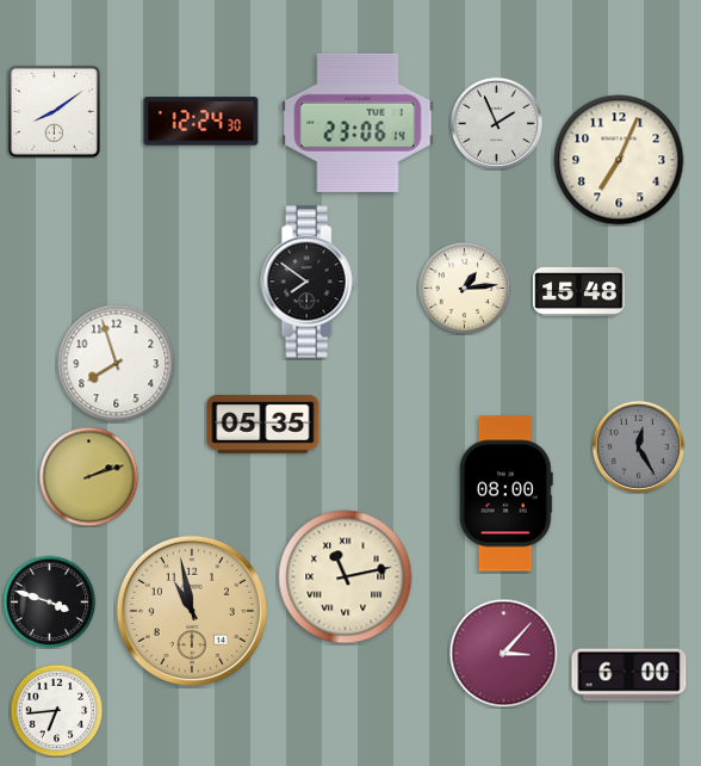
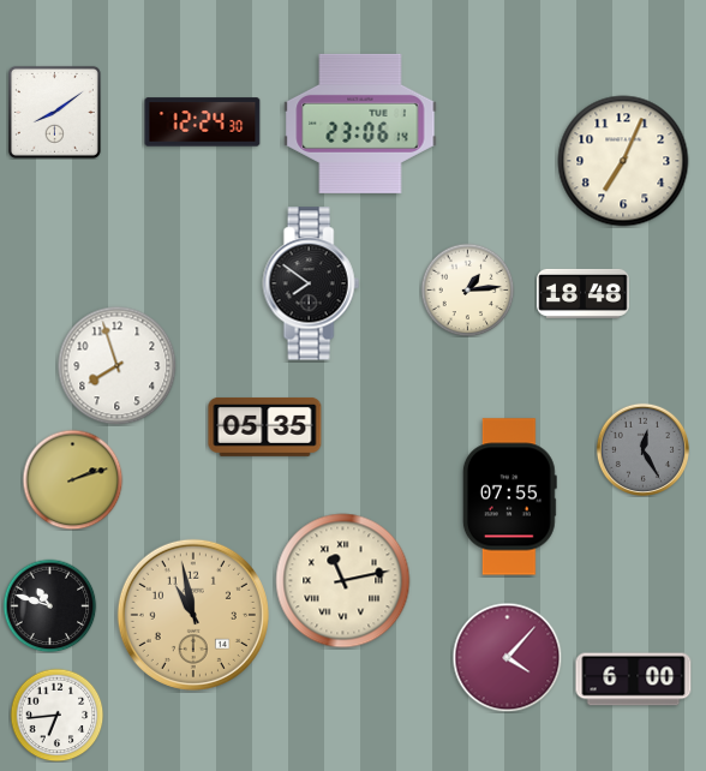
clock at (496, 123): 1:56 -> none
clock at (579, 291): 15:48 -> 18:48
clock at (88, 476) position: (88, 476) -> (72, 479)
clock at (505, 494): 08:00 -> 07:55
clock at (346, 577) position: (346, 577) -> (343, 581)
clock at (49, 601): 3:48 -> 10:48
clock at (503, 653): 3:07 -> 4:07
